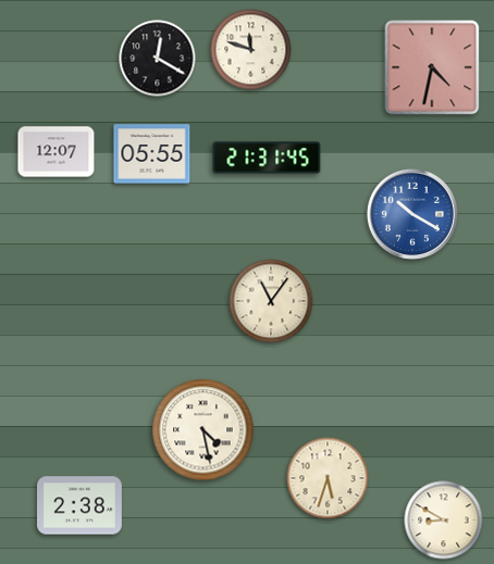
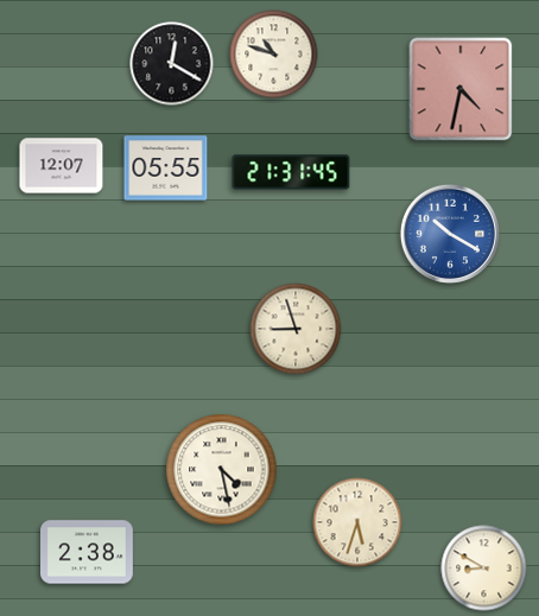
clock at (251, 50): 11:48 -> 10:48
clock at (432, 67) position: (432, 67) -> (461, 89)
clock at (271, 301): 11:06 -> 8:57
